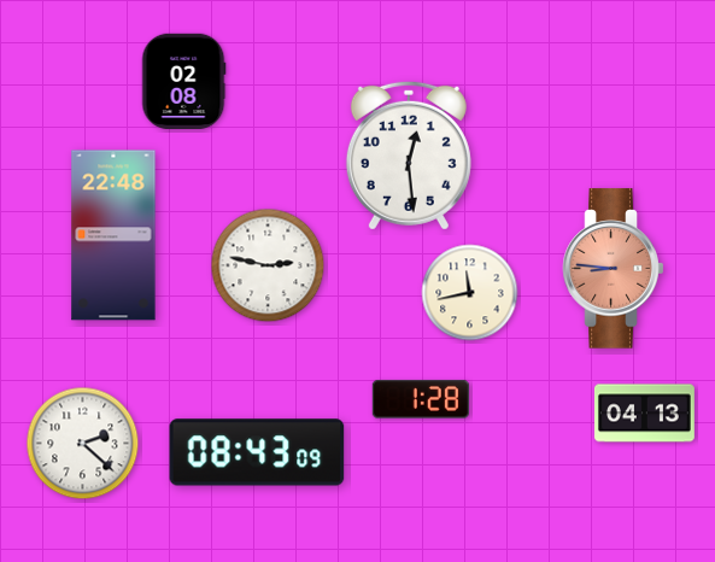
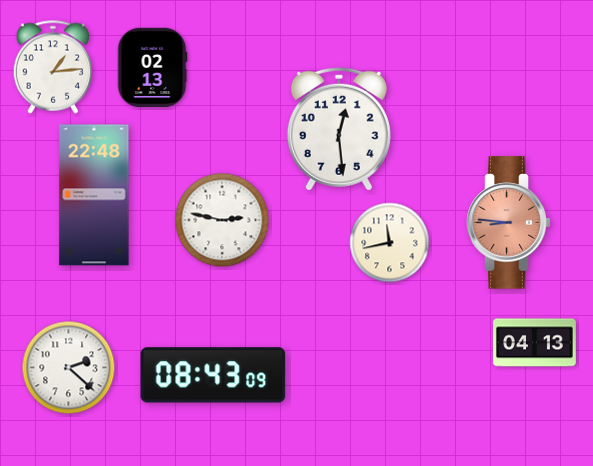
clock at (53, 67): none -> 1:14
clock at (183, 81): 02:08 -> 02:13
clock at (421, 399): 1:28 -> none
